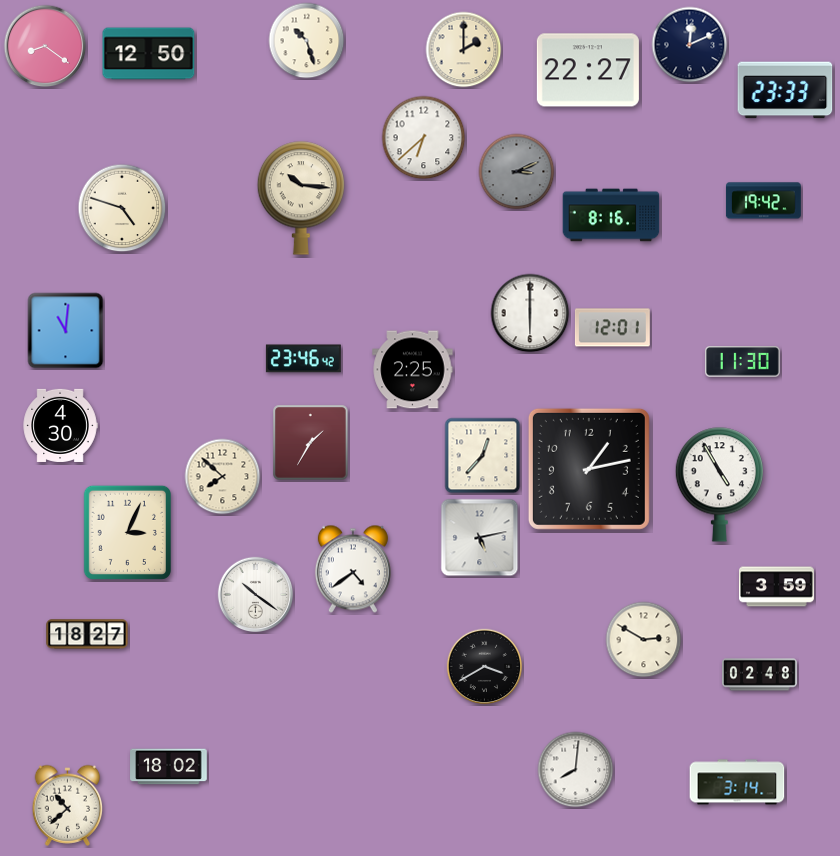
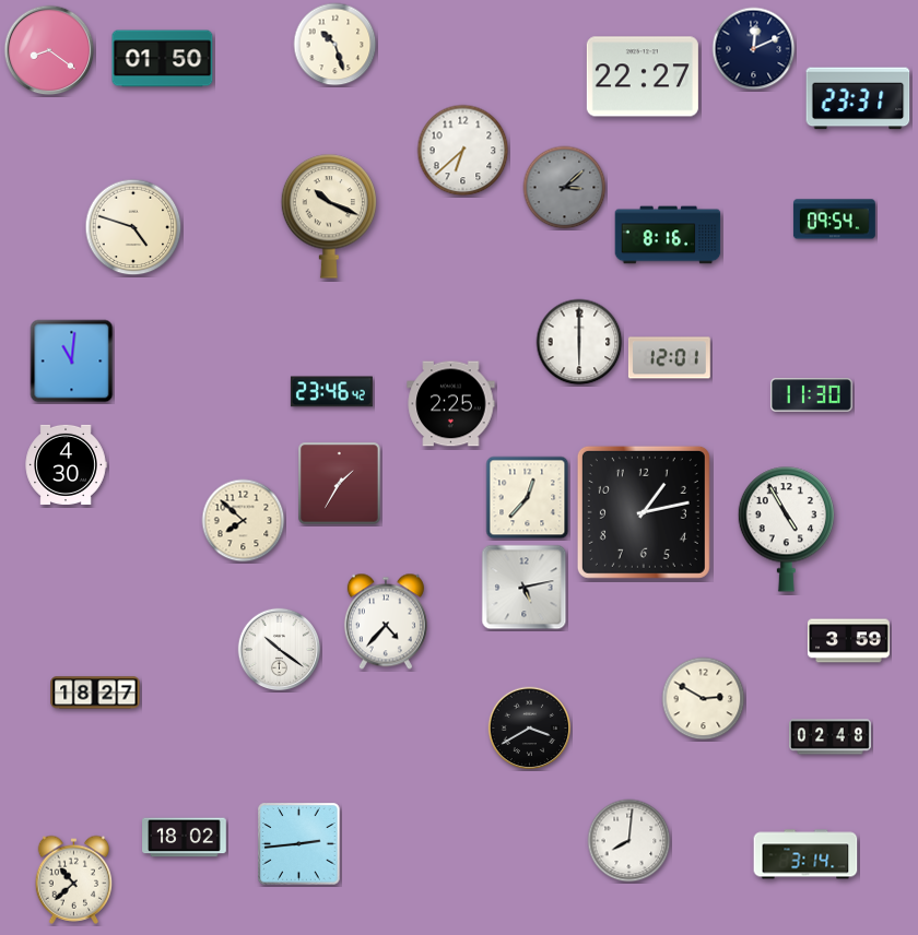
clock at (464, 50): 2:00 -> none
clock at (149, 54): 12:50 -> 01:50
clock at (785, 90): 23:33 -> 23:31
clock at (517, 172): 3:11 -> 3:08
clock at (300, 198): 10:16 -> 10:19
clock at (763, 201): 19:42 -> 09:54
clock at (127, 532): 3:04 -> none
clock at (353, 569): 4:39 -> 4:37
clock at (299, 844): none -> 2:44
